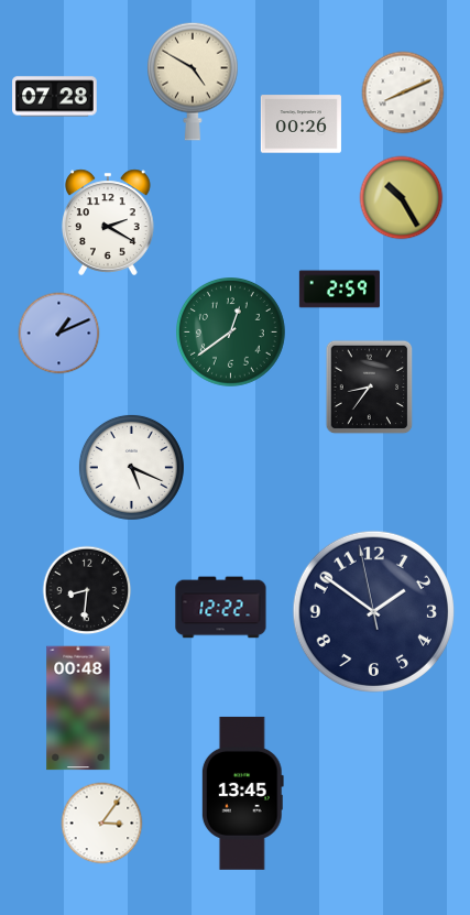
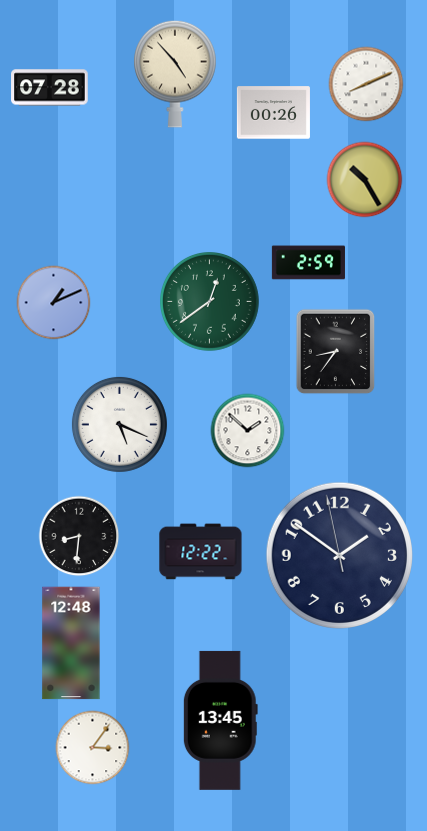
clock at (193, 81): 4:50 -> 4:53
clock at (109, 222): 2:20 -> none
clock at (248, 431): none -> 1:52
clock at (78, 708): 00:48 -> 12:48
